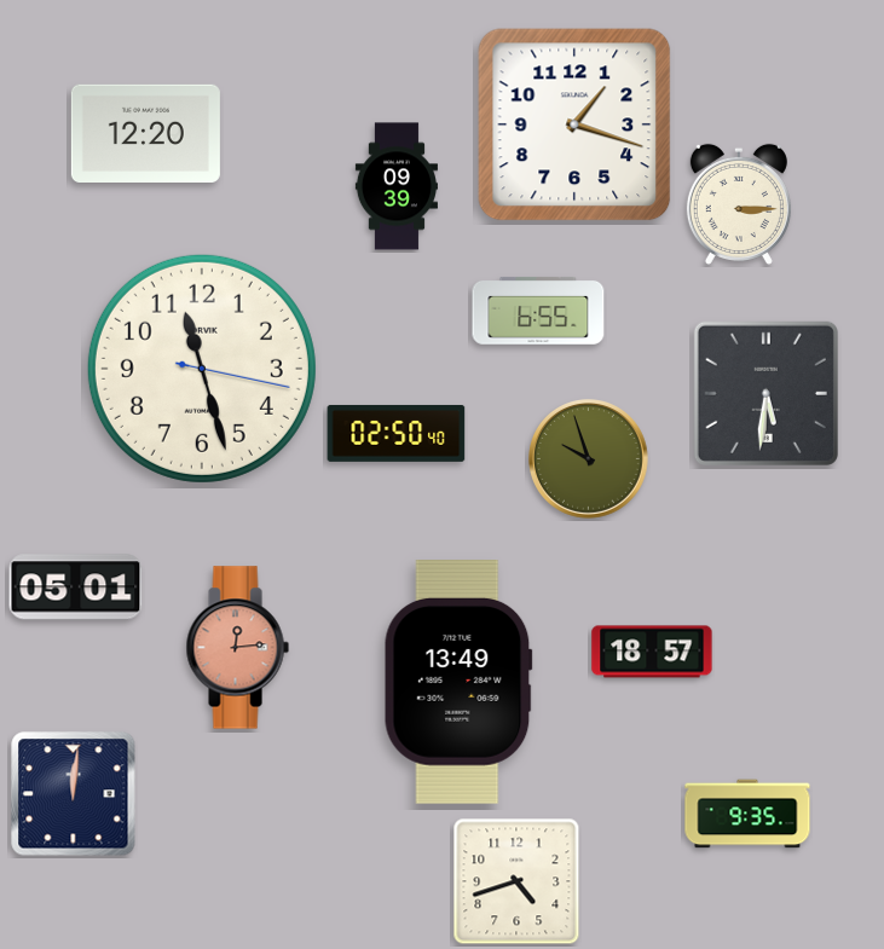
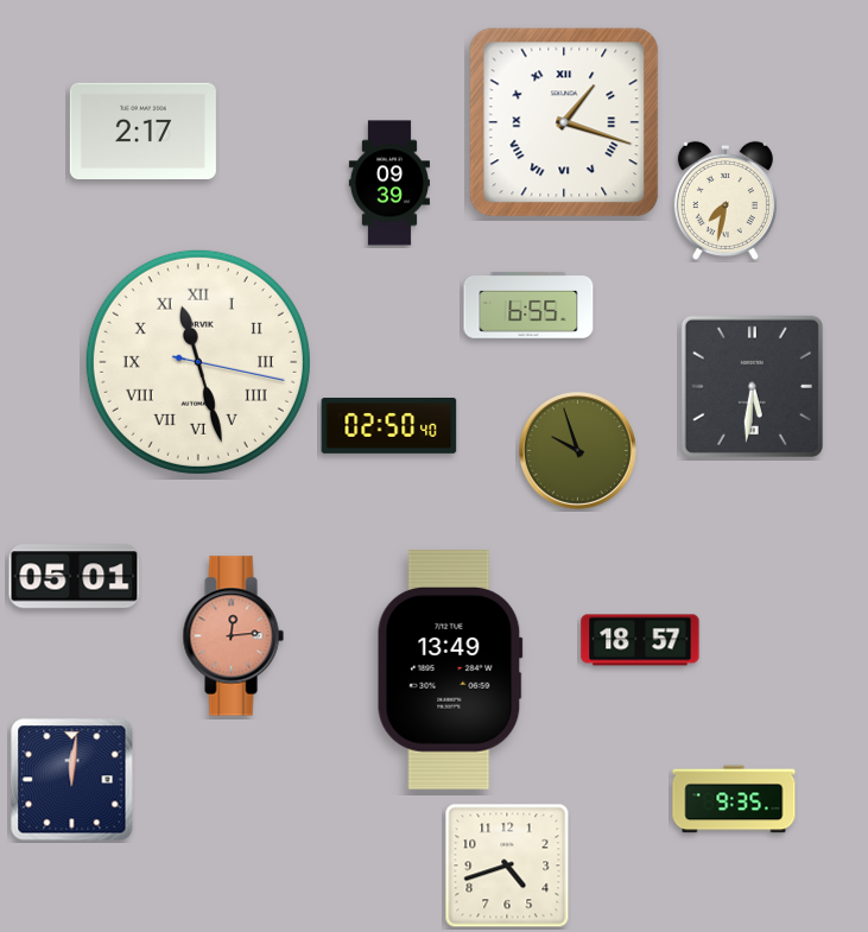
clock at (574, 125) numerals: Arabic -> Roman
clock at (145, 133): 12:20 -> 2:17
clock at (739, 203): 3:15 -> 7:32
clock at (202, 369) numerals: Arabic -> Roman
